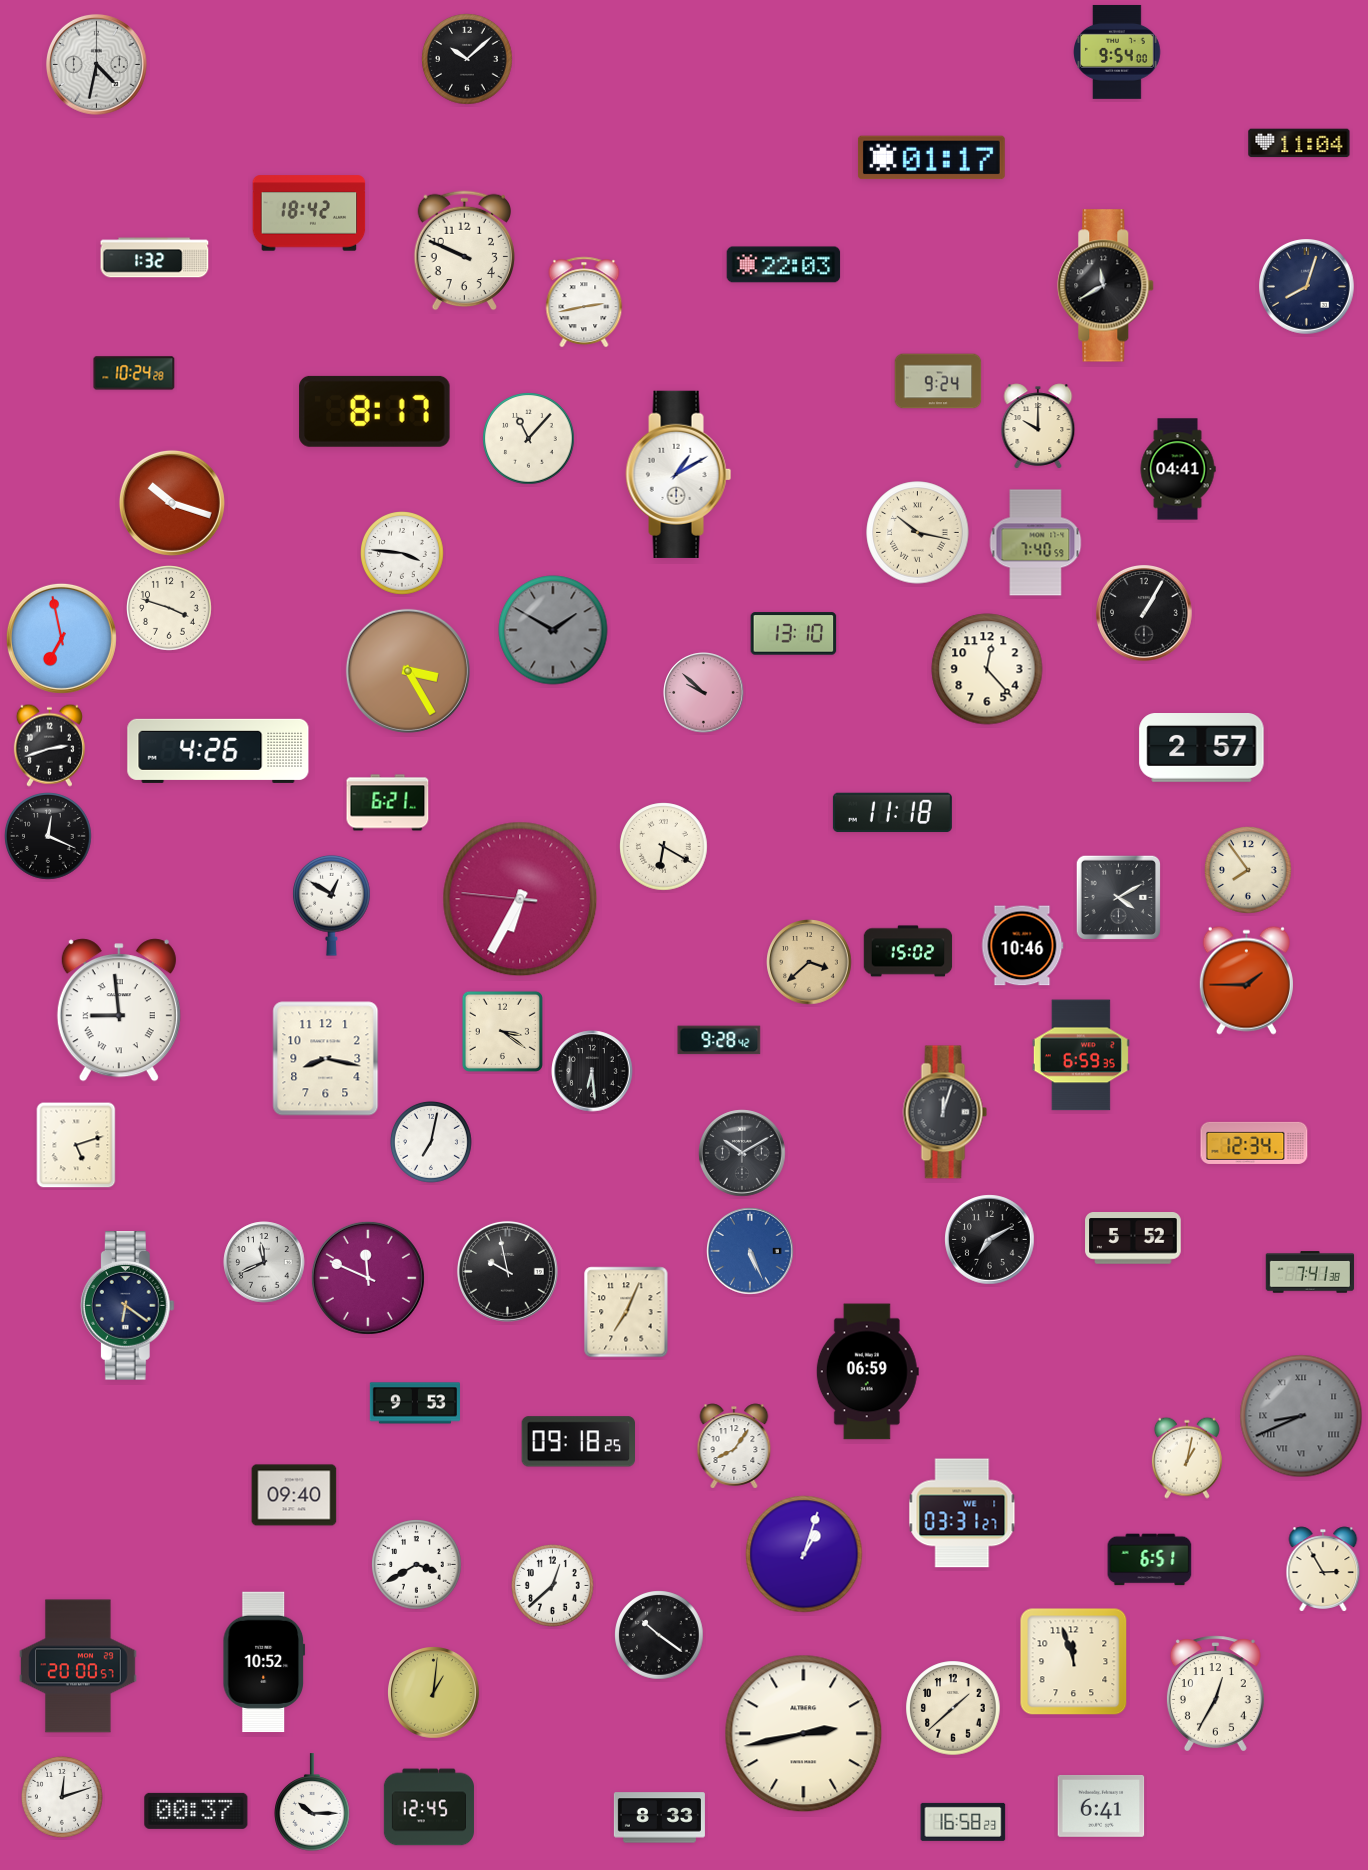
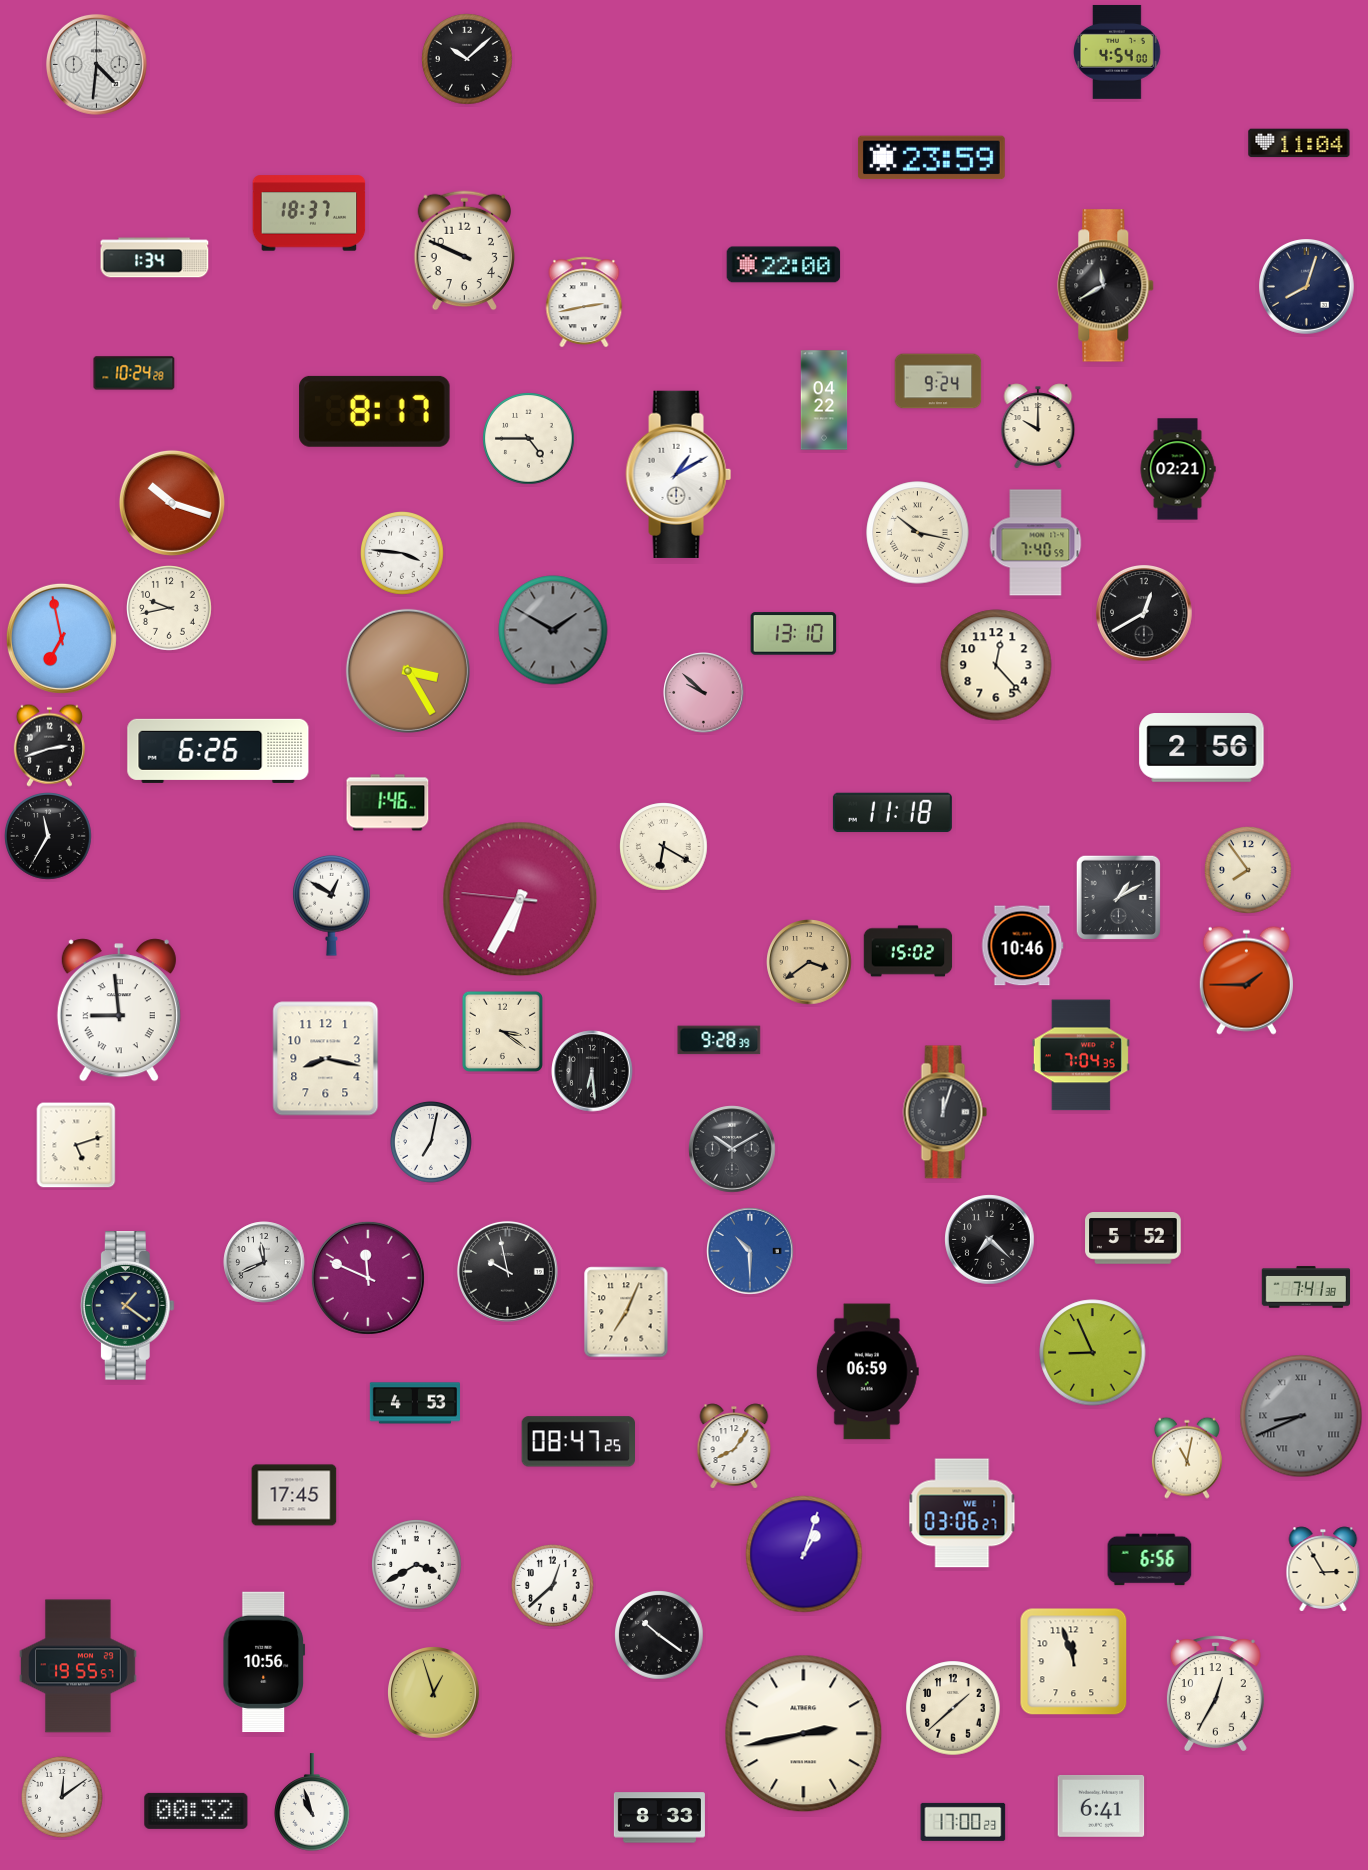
clock at (1118, 52): 9:54 -> 4:54
clock at (96, 64): 4:32 -> 4:31
clock at (931, 158): 01:17 -> 23:59
clock at (309, 213): 18:42 -> 18:37
clock at (155, 258): 1:32 -> 1:34
clock at (784, 265): 22:03 -> 22:00
clock at (824, 400): none -> 04:22
clock at (529, 439): 11:07 -> 4:45
clock at (1178, 469): 04:41 -> 02:21
clock at (170, 609): 3:48 -> 9:43
clock at (1145, 614): 1:05 -> 12:40
clock at (987, 669) position: (987, 669) -> (996, 665)
clock at (1202, 748): 2:57 -> 2:56
clock at (218, 751): 4:26 -> 6:26
clock at (388, 803): 6:21 -> 1:46
clock at (49, 837): 12:19 -> 11:35
clock at (1118, 897): 4:10 -> 1:10
clock at (809, 962): 3:38 -> 3:39
clock at (719, 1040): 9:28:42 -> 9:28:39
clock at (1081, 1055): 6:59 -> 7:04
clock at (1254, 1143): 12:34 -> none
clock at (742, 1153) position: (742, 1153) -> (732, 1149)
clock at (990, 1240): 7:10 -> 7:22
clock at (750, 1251): 5:26 -> 10:30
clock at (1310, 1272) position: (1310, 1272) -> (1306, 1287)
clock at (127, 1306): 6:21 -> 1:21
clock at (1093, 1353): none -> 8:56
clock at (415, 1403): 9:53 -> 4:53
clock at (578, 1442): 09:18 -> 08:47
clock at (1187, 1458): 1:02 -> 11:02
clock at (294, 1495): 09:40 -> 17:45
clock at (962, 1513): 03:31 -> 03:06
clock at (1150, 1560): 6:51 -> 6:56
clock at (264, 1662): 10:52 -> 10:56
clock at (78, 1666): 20:00 -> 19:55
clock at (434, 1693): 1:01 -> 12:57
clock at (62, 1797): 12:12 -> 12:09
clock at (312, 1802): 10:15 -> 10:57
clock at (429, 1807): 12:45 -> none
clock at (196, 1811): 00:37 -> 00:32
clock at (963, 1822): 16:58 -> 17:00
